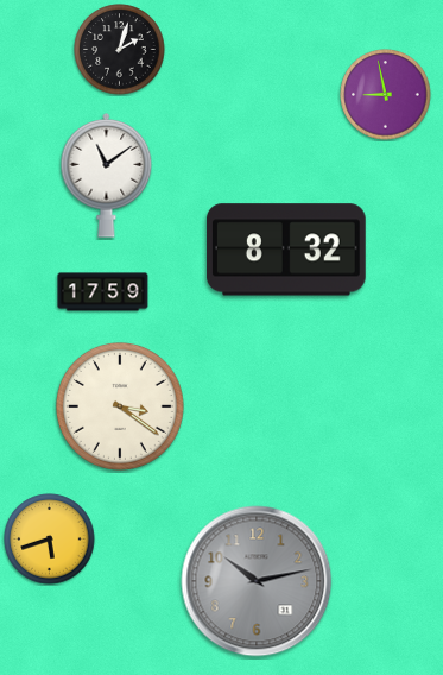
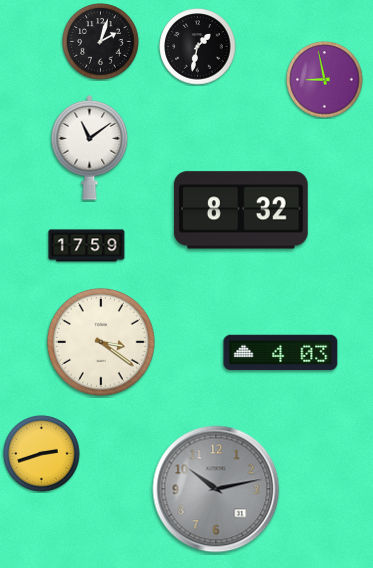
clock at (198, 47): none -> 1:32
clock at (281, 353): none -> 4:03
clock at (50, 540): 5:42 -> 2:42
